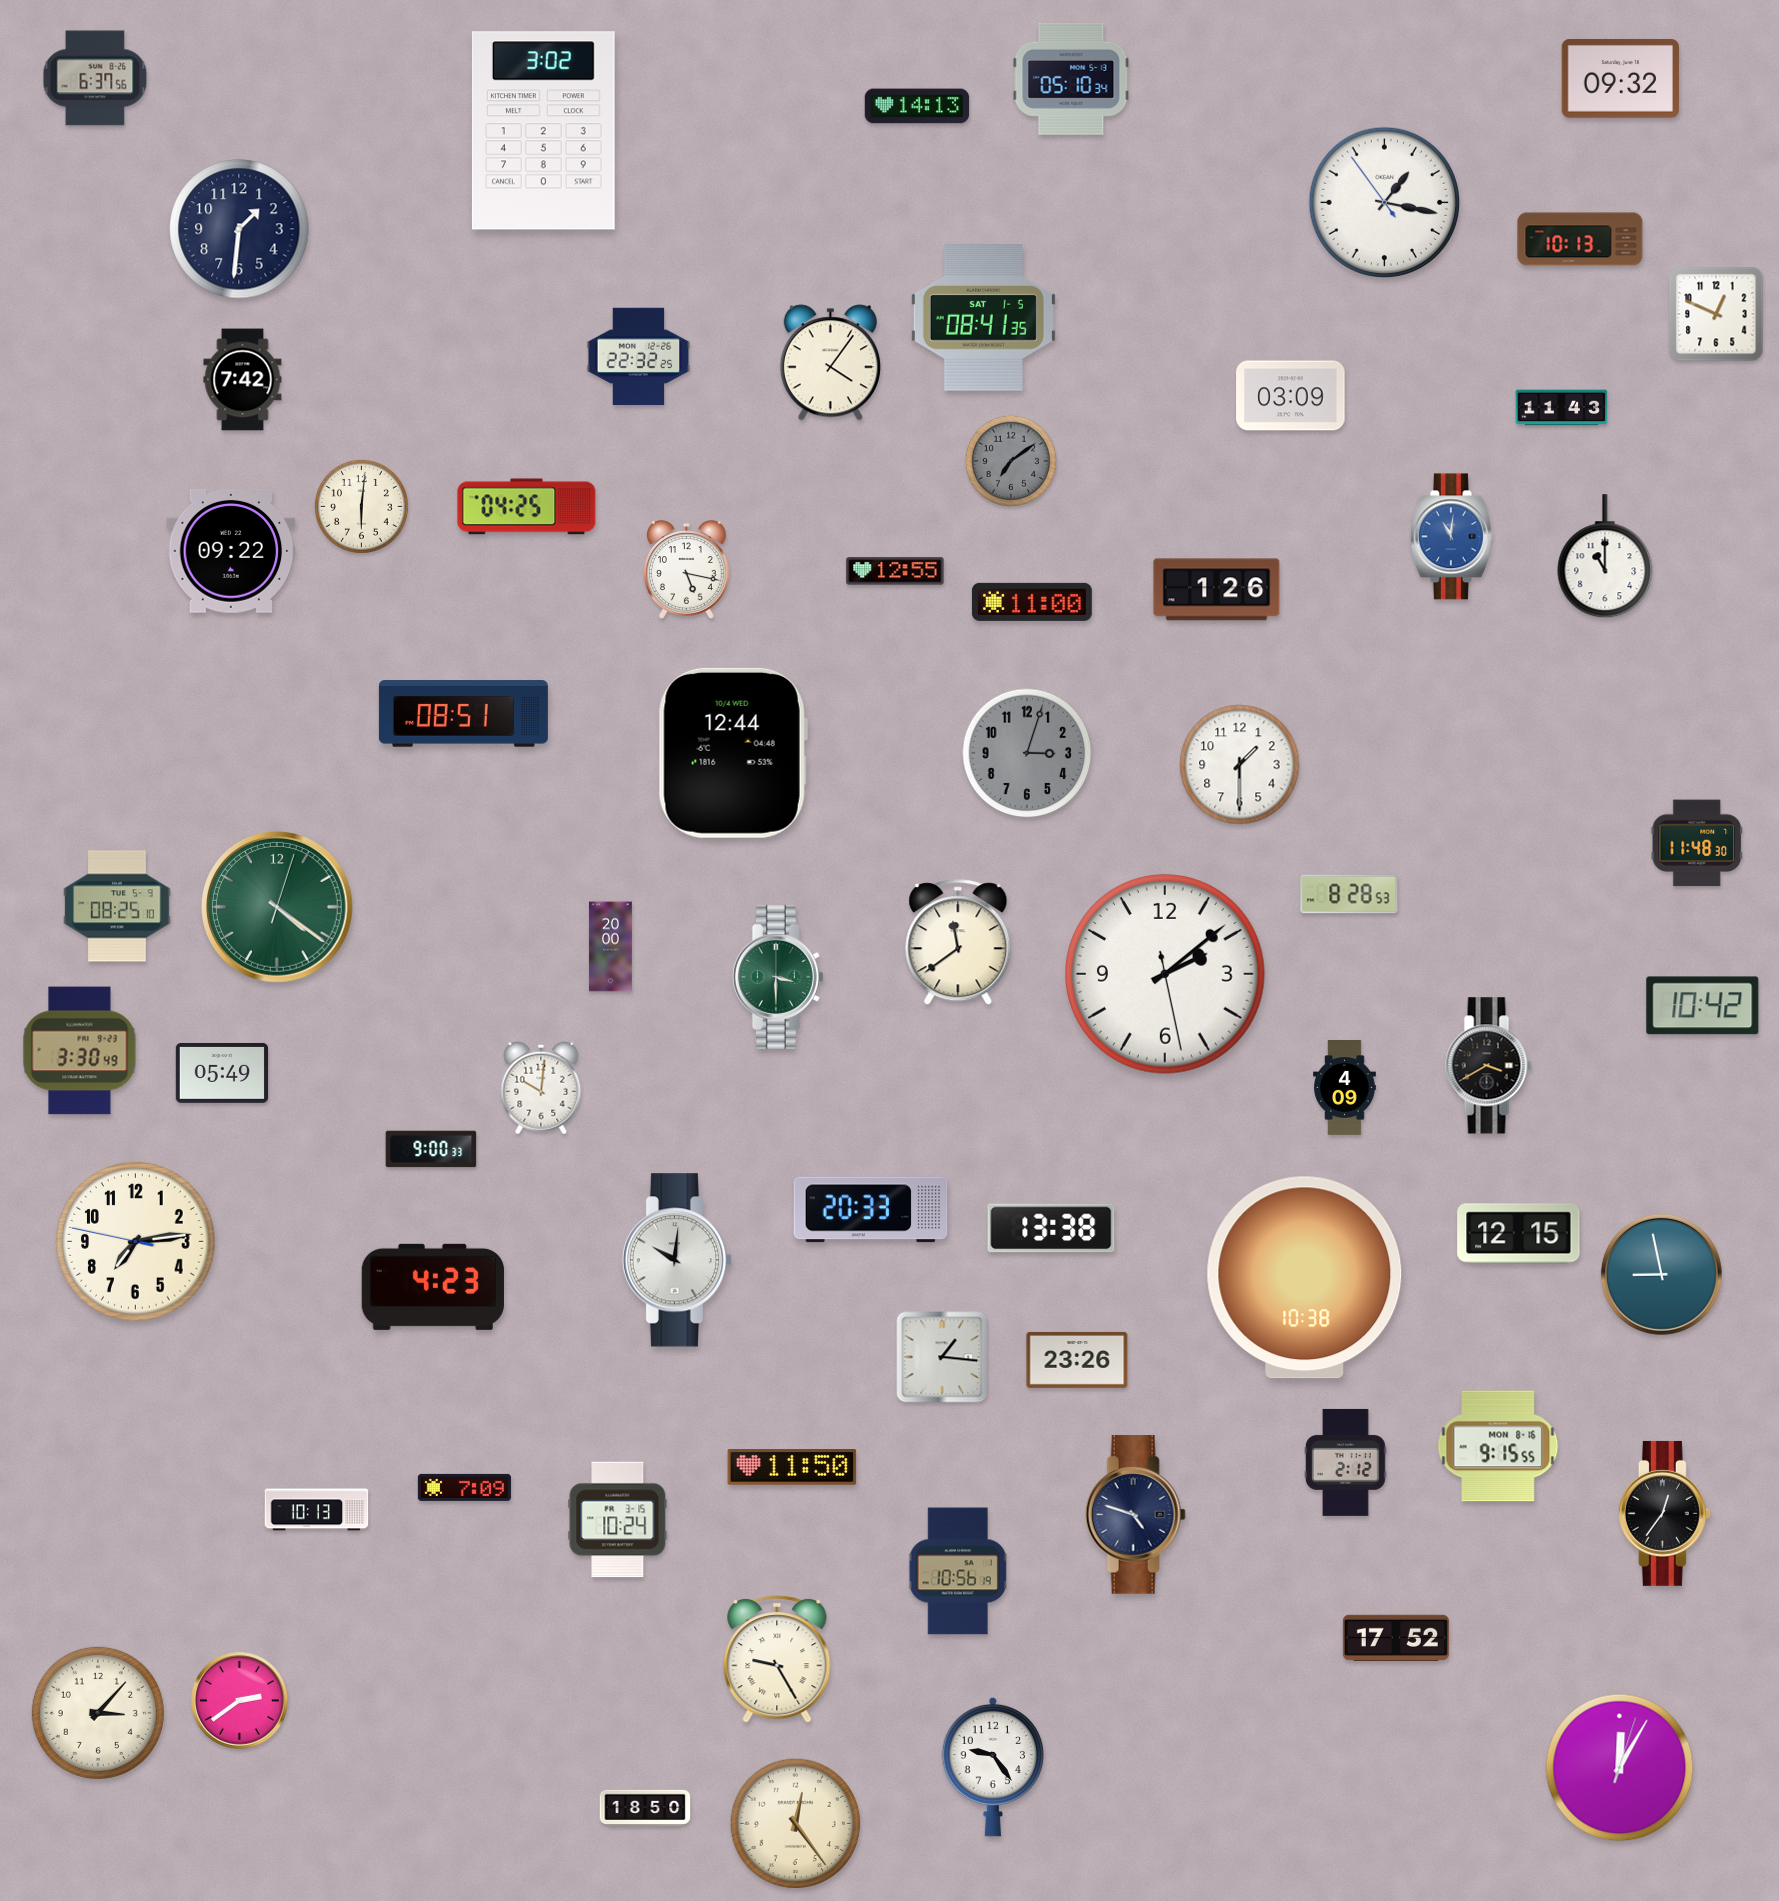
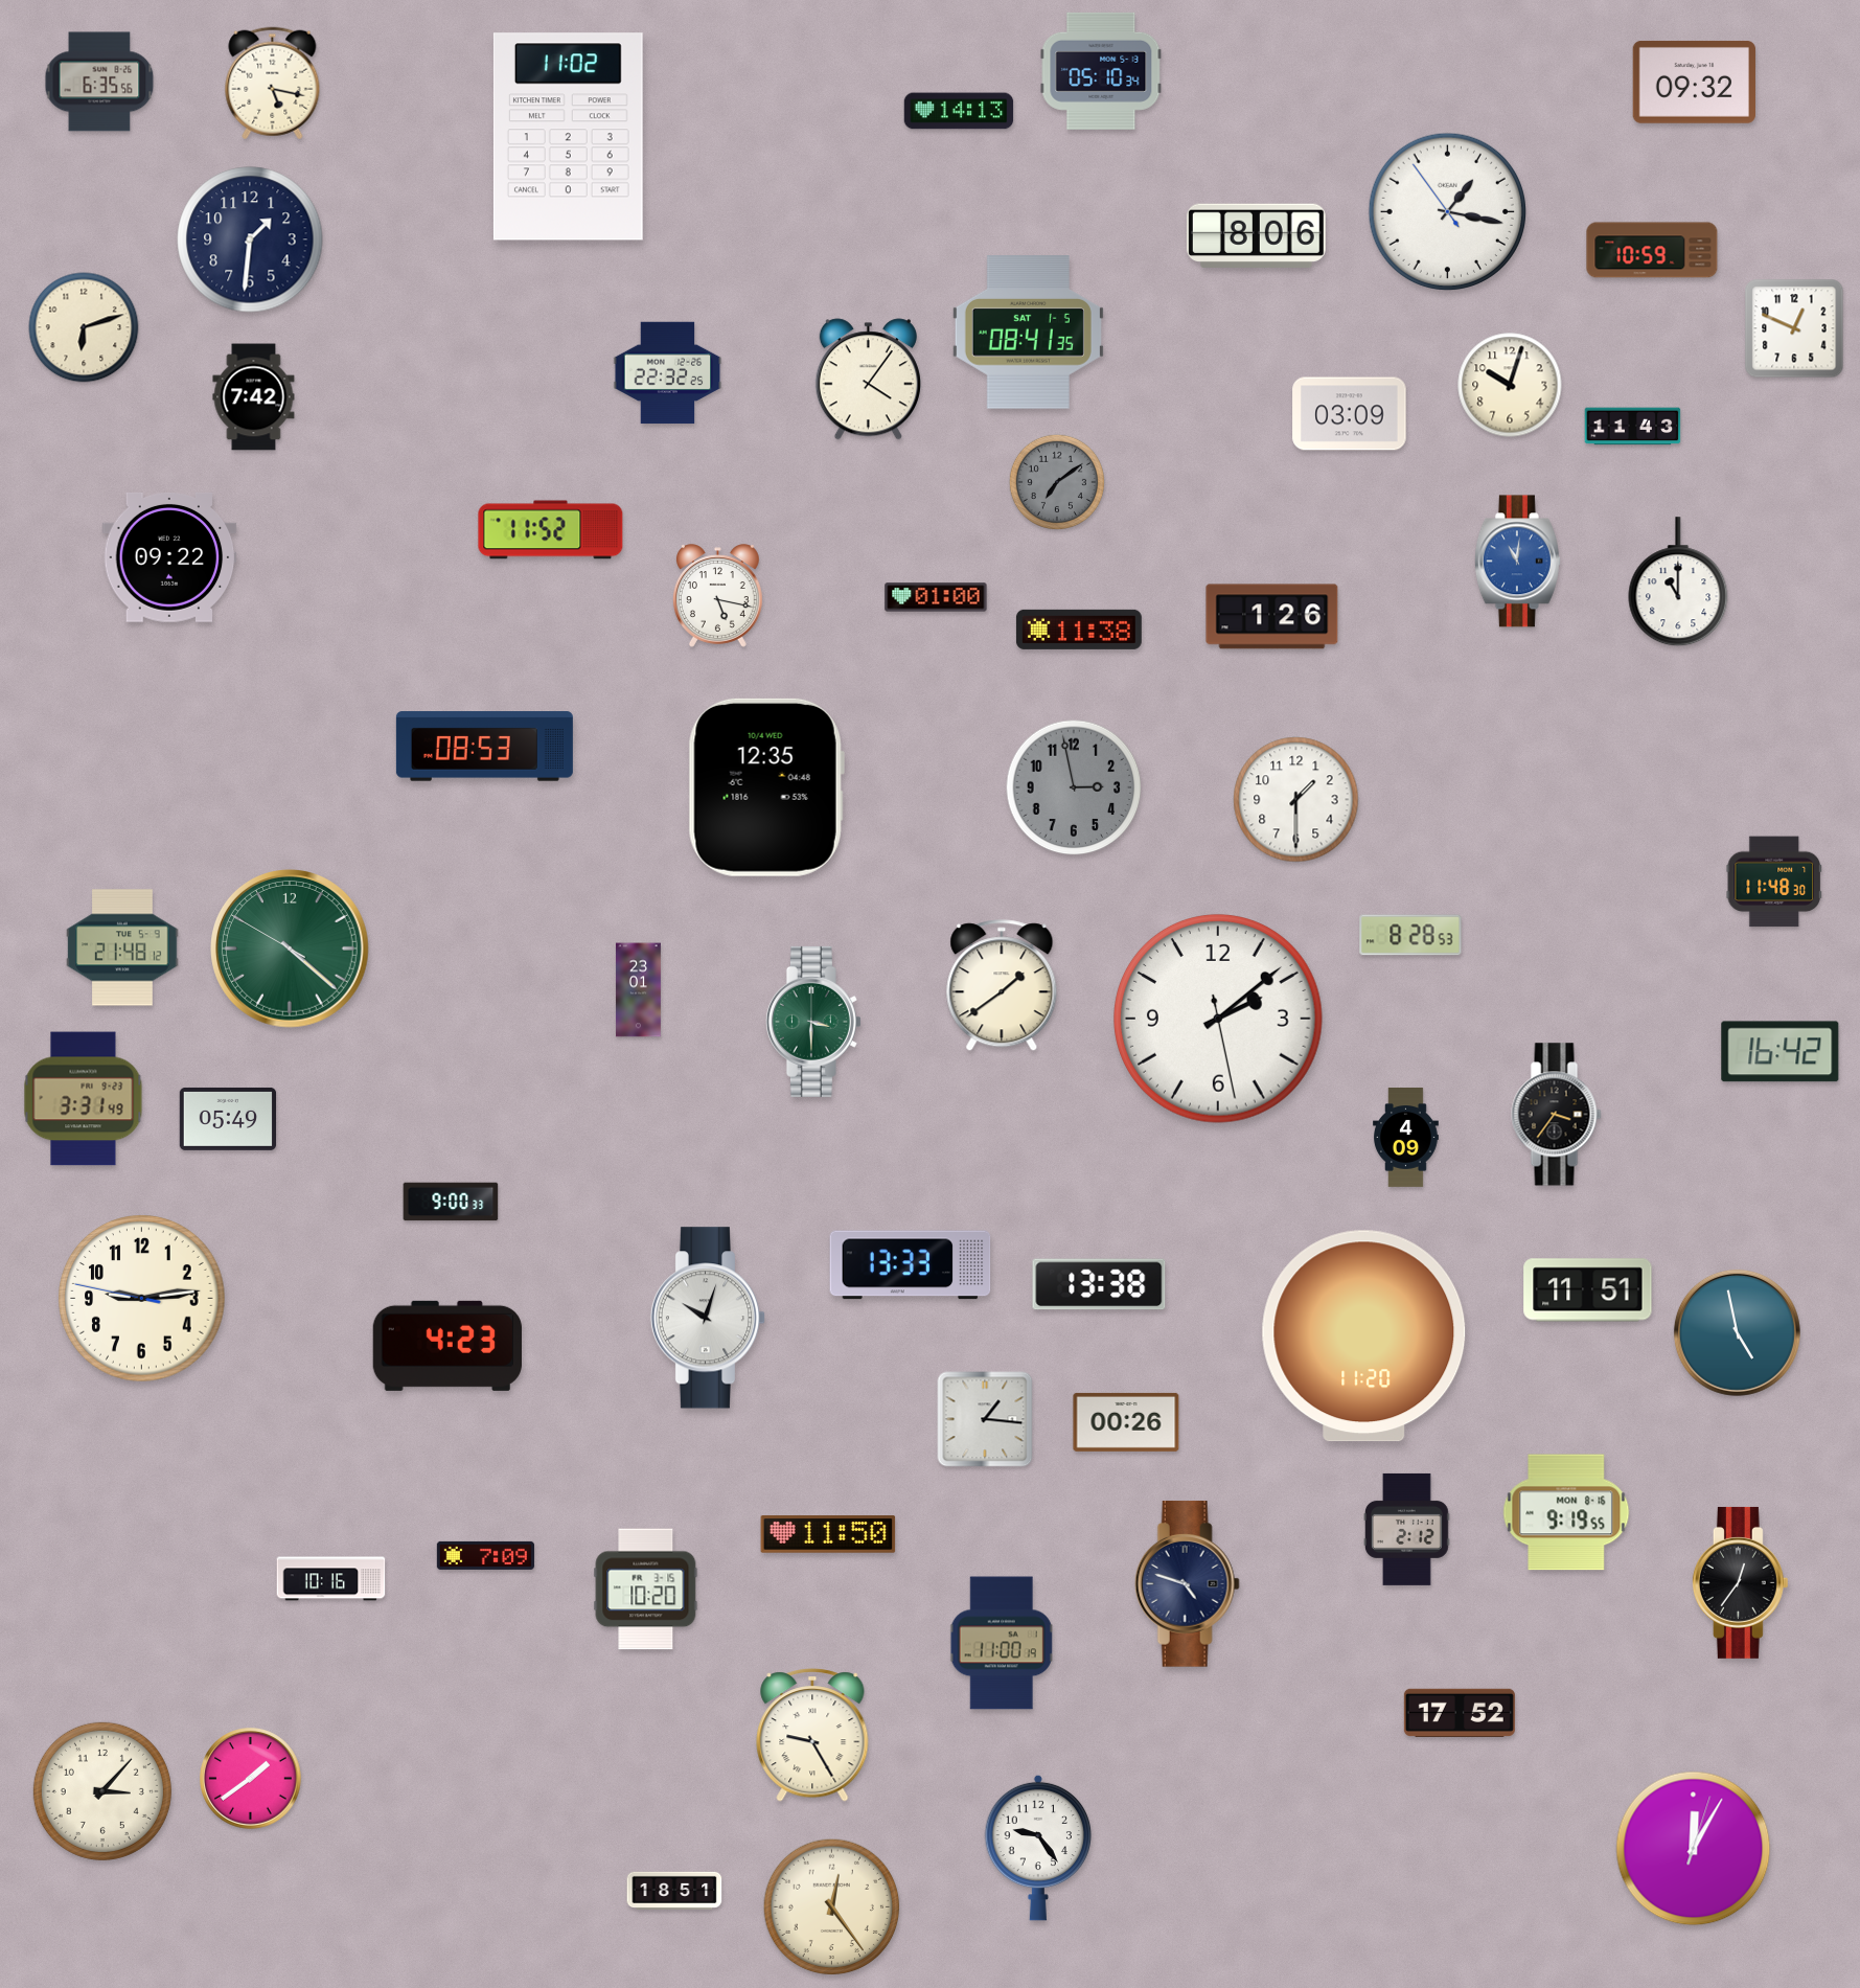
clock at (95, 78): 6:37 -> 6:35
clock at (1071, 79) position: (1071, 79) -> (1101, 71)
clock at (273, 84): none -> 5:17
clock at (543, 131): 3:02 -> 11:02
clock at (1256, 235): none -> 8:06
clock at (1580, 239): 10:13 -> 10:59
clock at (84, 327): none -> 6:12
clock at (1510, 385): none -> 10:03
clock at (361, 506): 6:01 -> none
clock at (527, 507): 04:25 -> 11:52
clock at (231, 551) position: (231, 551) -> (169, 557)
clock at (895, 571): 12:55 -> 01:00
clock at (1032, 602): 11:00 -> 11:38
clock at (463, 714): 08:51 -> 08:53
clock at (733, 753): 12:44 -> 12:35
clock at (1027, 753): 3:03 -> 2:58
clock at (117, 906): 08:25 -> 21:48
clock at (278, 908): 4:21:03 -> 4:21:50
clock at (958, 943): 11:39 -> 1:39
clock at (610, 947): 20:00 -> 23:01
clock at (1703, 1006): 10:42 -> 16:42
clock at (80, 1051): 3:30 -> 3:31
clock at (1489, 1066): 3:40 -> 3:36
clock at (222, 1073) position: (222, 1073) -> (228, 1119)
clock at (541, 1088): 10:01 -> none
clock at (871, 1210): 20:33 -> 13:33
clock at (1519, 1234): 12:15 -> 11:51
clock at (136, 1242): 7:13 -> 9:13
clock at (677, 1260): 10:01 -> 10:03
clock at (1661, 1274): 8:58 -> 4:58
clock at (1305, 1278): 10:38 -> 11:20
clock at (433, 1287) position: (433, 1287) -> (447, 1346)
clock at (1077, 1360): 23:26 -> 00:26
clock at (1498, 1446): 9:15 -> 9:19
clock at (317, 1510): 10:13 -> 10:16
clock at (618, 1520): 10:24 -> 10:20
clock at (958, 1571): 10:56 -> 11:00
clock at (240, 1701): 2:39 -> 1:39
clock at (645, 1807): 18:50 -> 18:51
